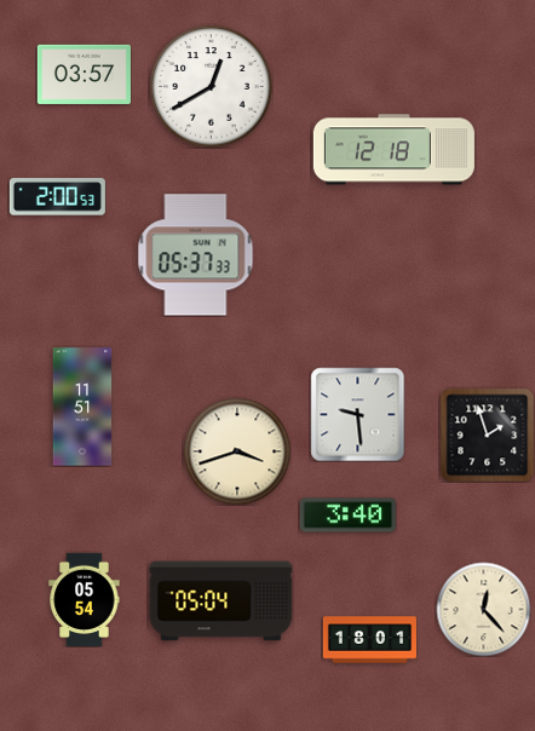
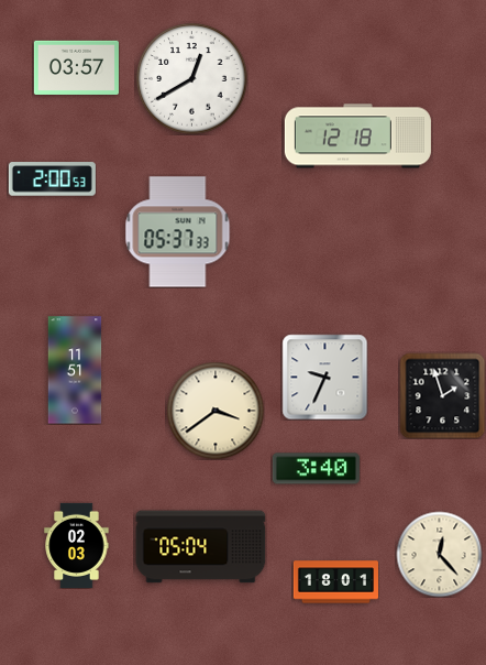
clock at (357, 414): 9:29 -> 9:34
clock at (237, 451): 3:42 -> 3:39
clock at (85, 599): 05:54 -> 02:03
